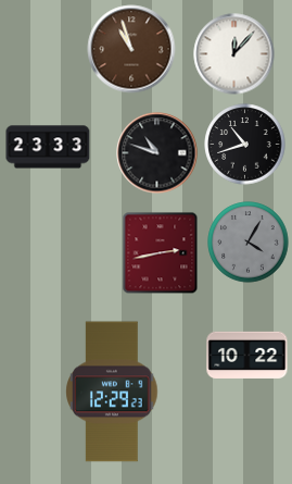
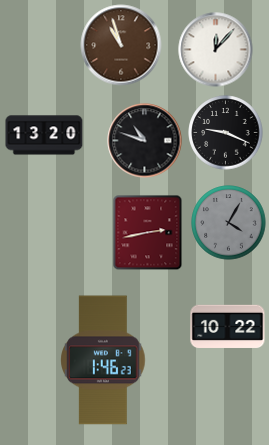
clock at (245, 145): 10:42 -> 9:19
clock at (48, 147): 23:33 -> 13:20
clock at (112, 392): 12:29 -> 1:46
